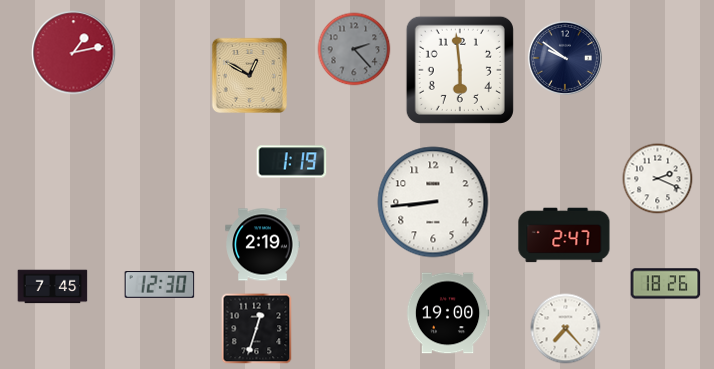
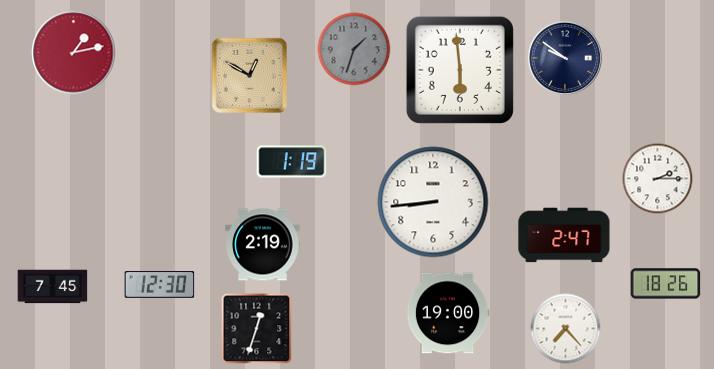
clock at (354, 49): 2:23 -> 1:33
clock at (658, 179): 2:19 -> 2:15
